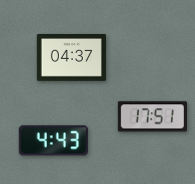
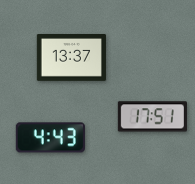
clock at (71, 58): 04:37 -> 13:37
clock at (53, 141) position: (53, 141) -> (50, 138)
